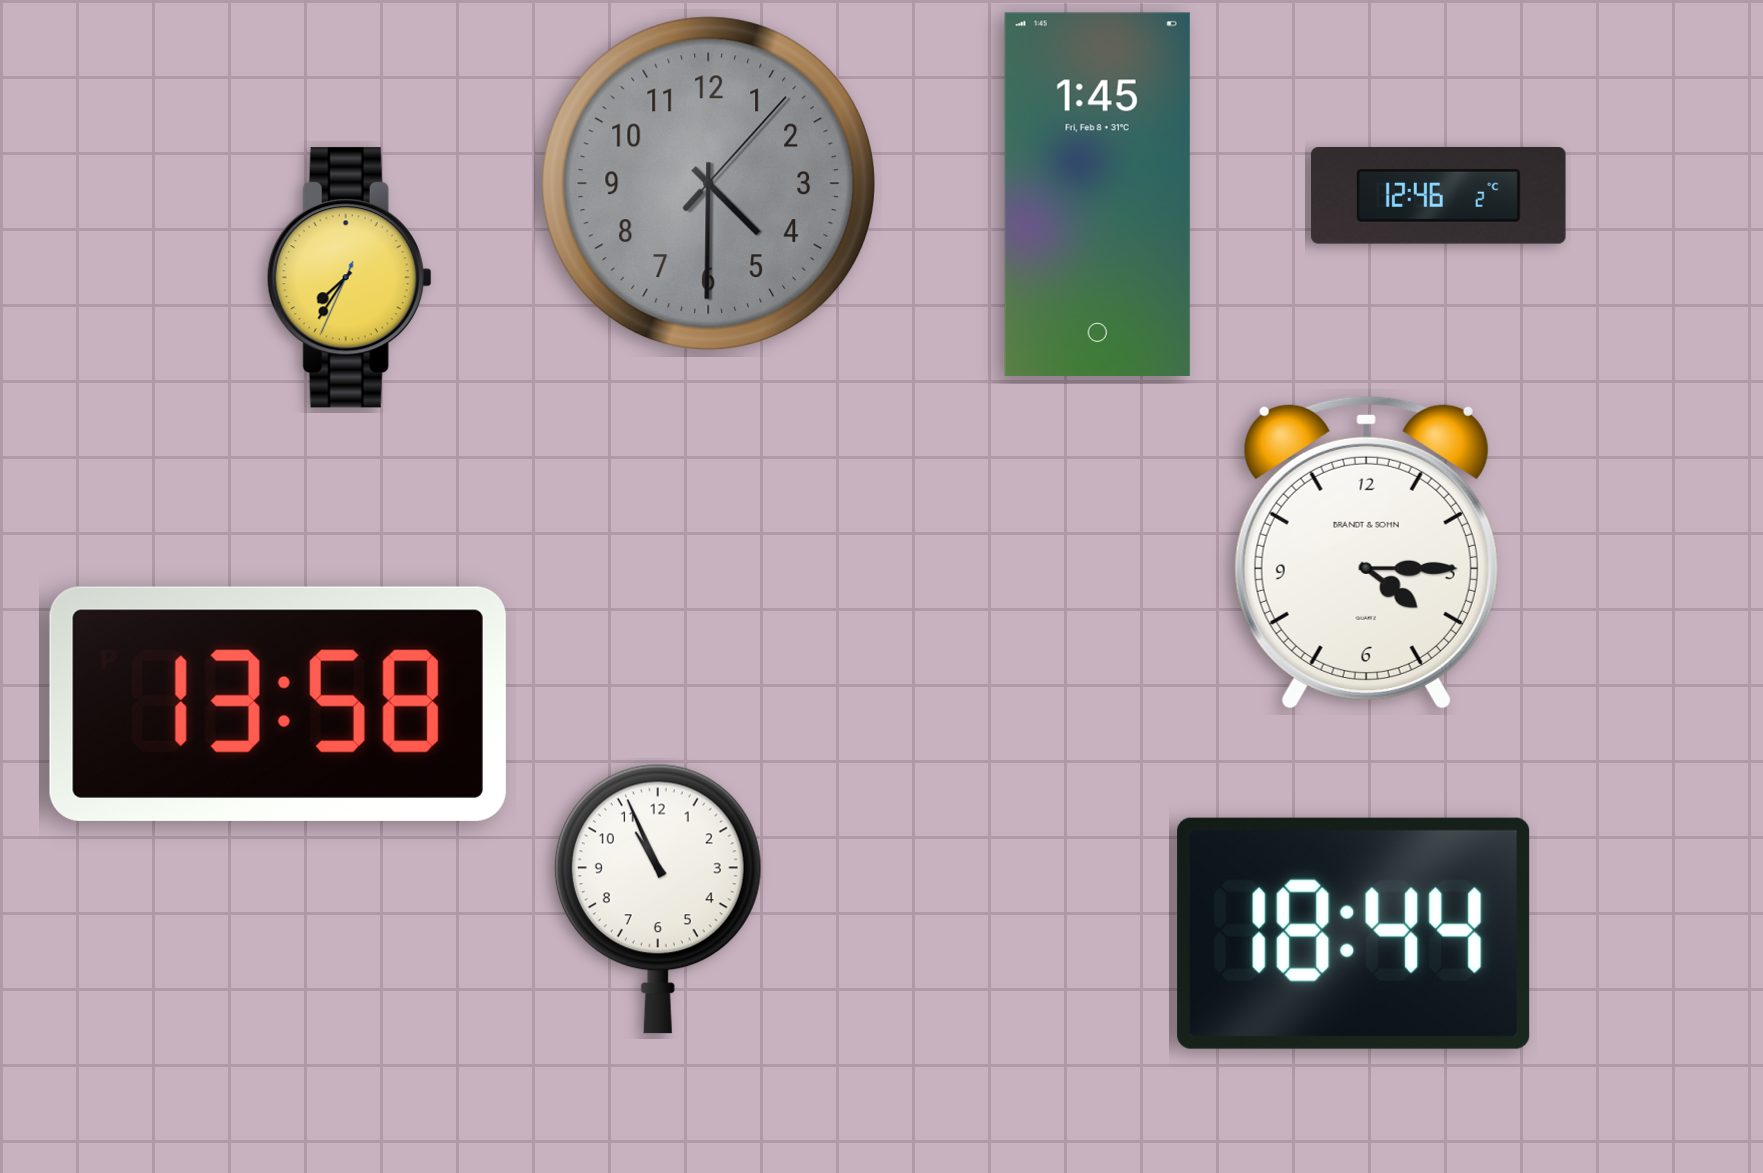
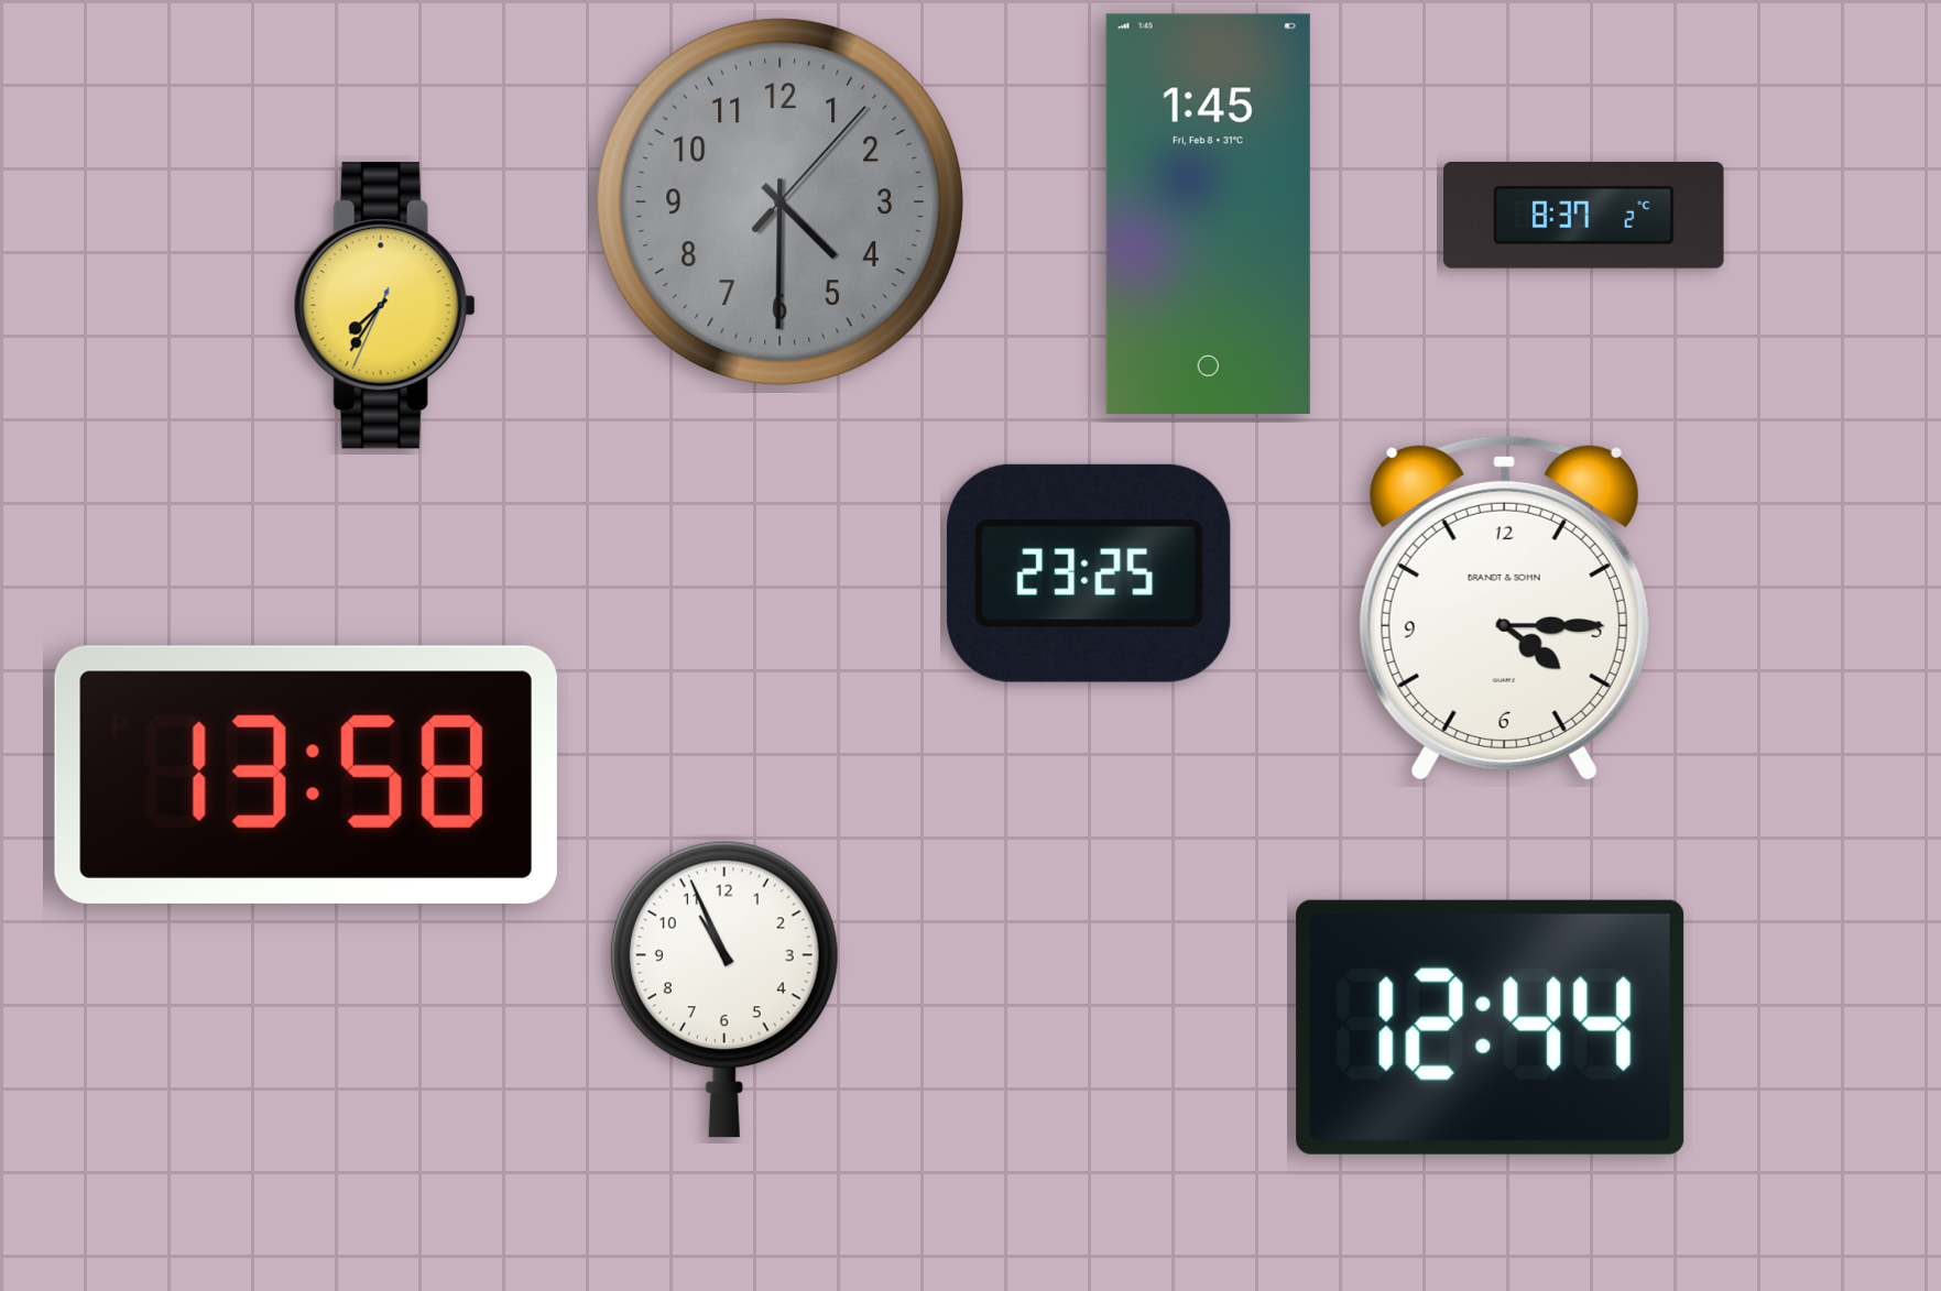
clock at (1439, 196): 12:46 -> 8:37
clock at (1089, 573): none -> 23:25
clock at (1354, 933): 18:44 -> 12:44
